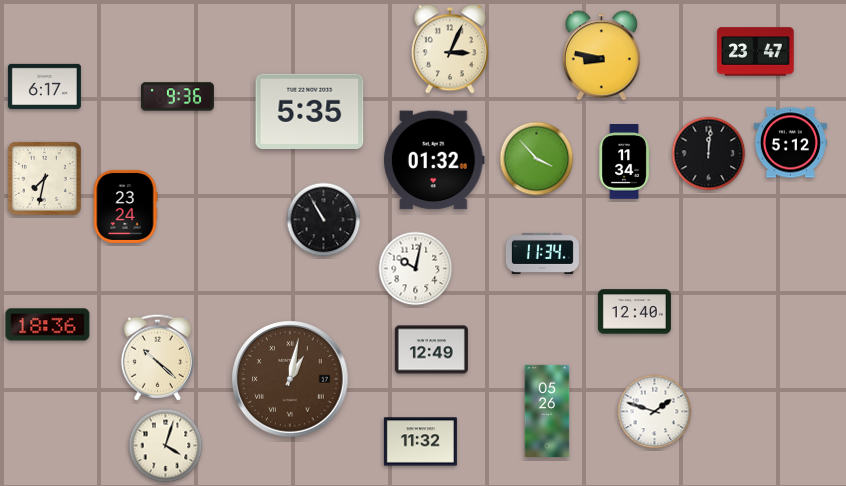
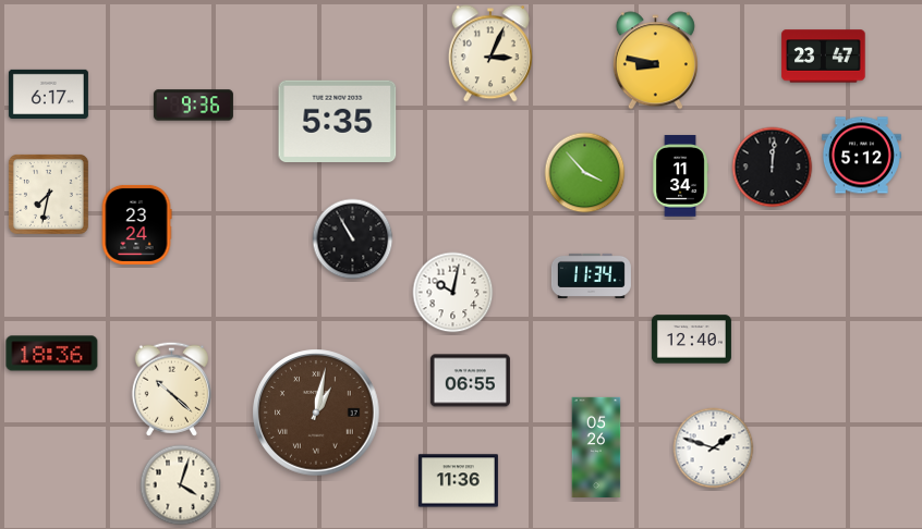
clock at (435, 160): 01:32 -> none
clock at (431, 350): 12:49 -> 06:55
clock at (420, 442): 11:32 -> 11:36
